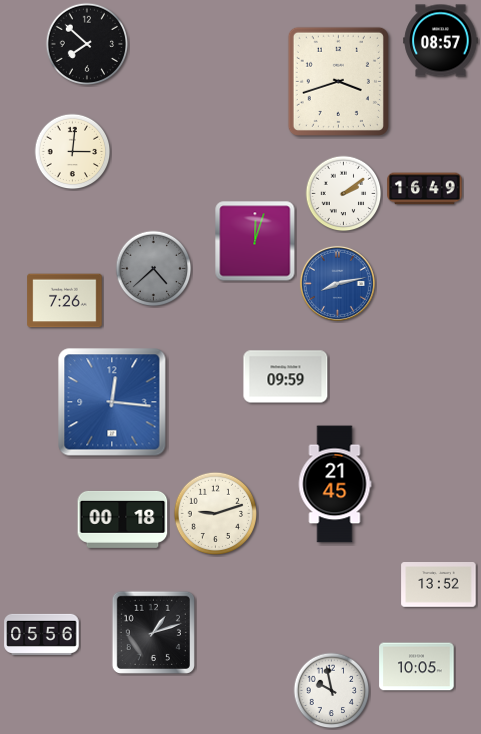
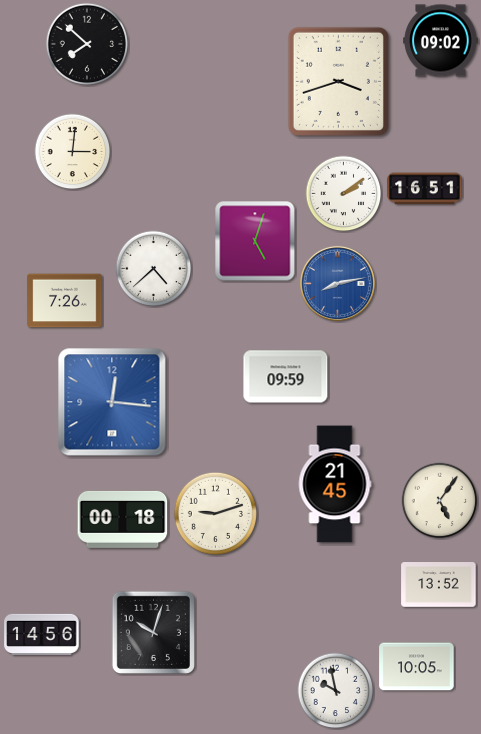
clock at (441, 41): 08:57 -> 09:02
clock at (425, 189): 16:49 -> 16:51
clock at (255, 241): 12:03 -> 5:03
clock at (154, 269) dial: grey -> white
clock at (440, 501): none -> 5:06
clock at (153, 632): 1:12 -> 10:03
clock at (42, 634): 05:56 -> 14:56
clock at (332, 691) position: (332, 691) -> (336, 691)
